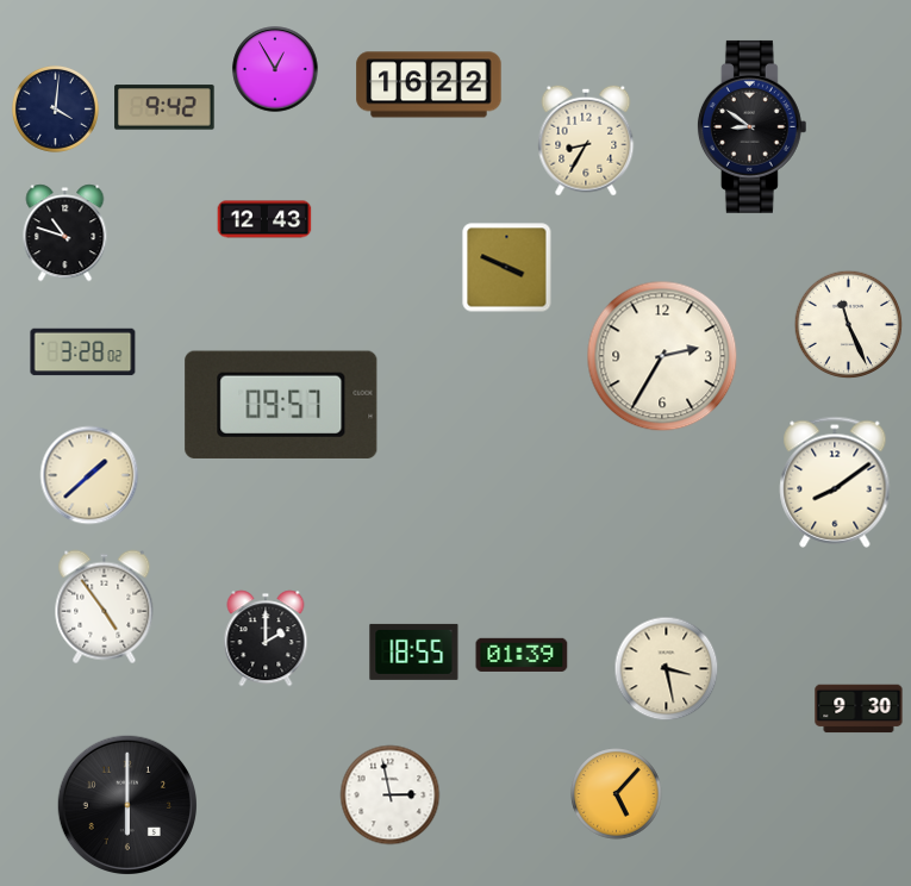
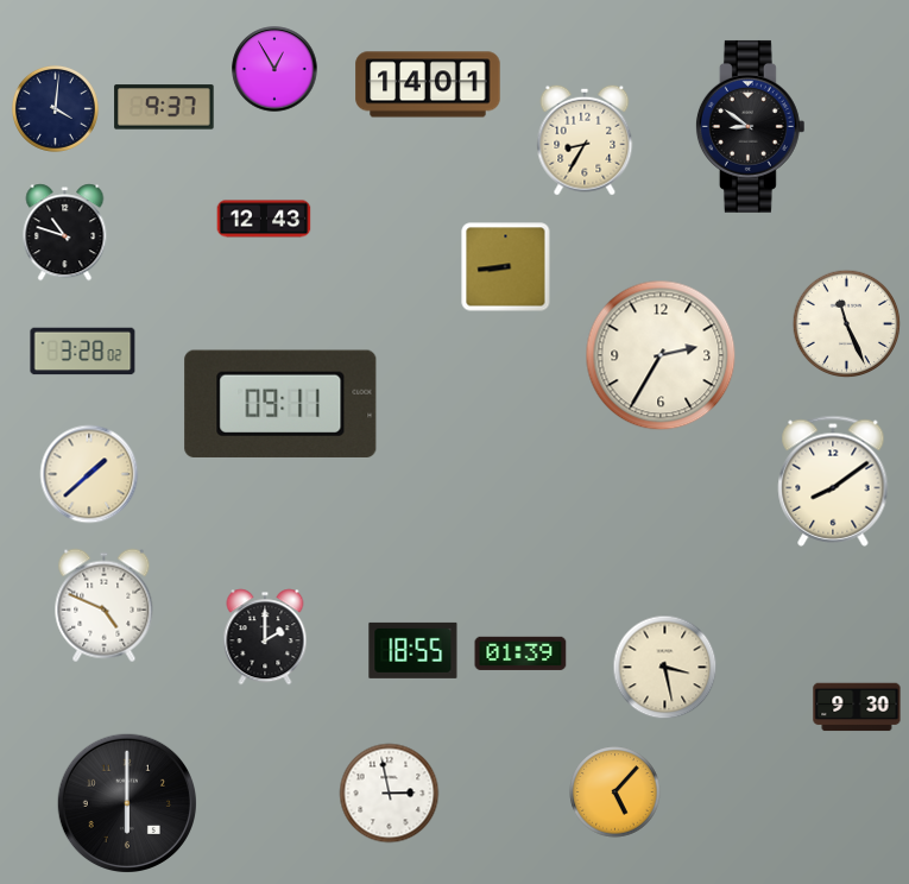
clock at (429, 85): 16:22 -> 14:01
clock at (164, 107): 9:42 -> 9:37
clock at (507, 268): 3:49 -> 8:44
clock at (281, 405): 09:57 -> 09:11
clock at (105, 607): 4:54 -> 4:49
